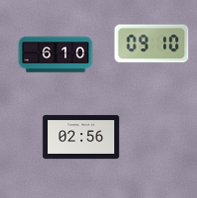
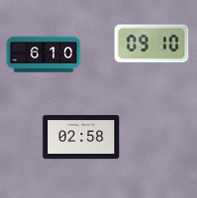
clock at (56, 55) position: (56, 55) -> (44, 55)
clock at (81, 137): 02:56 -> 02:58
